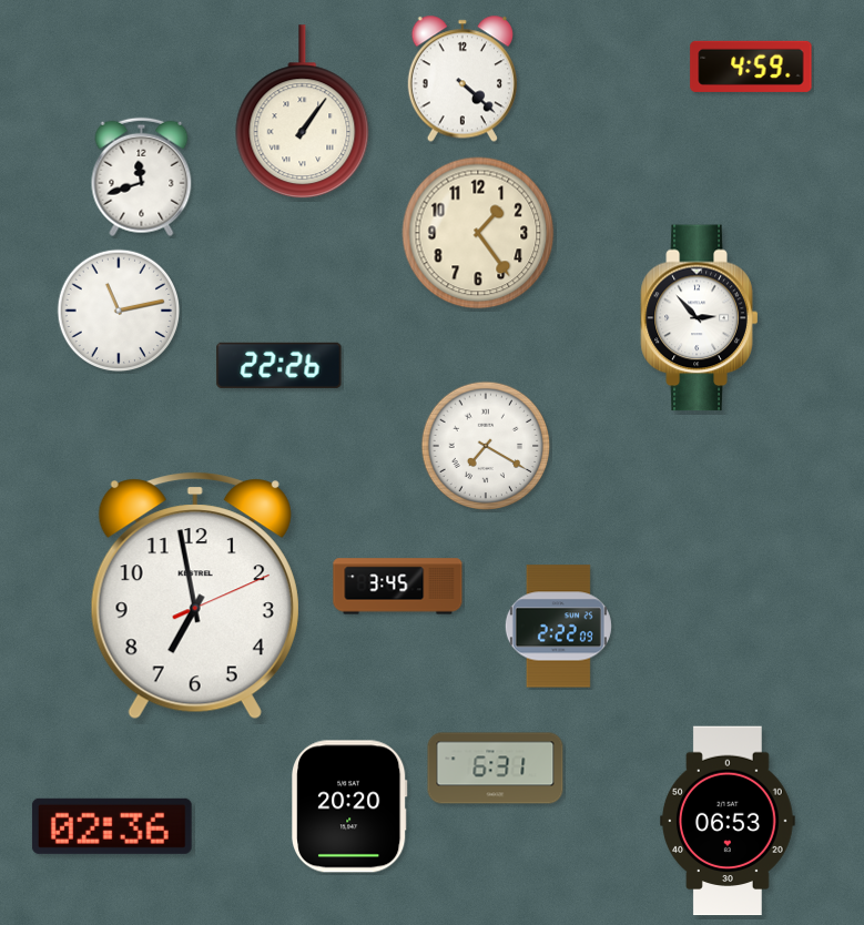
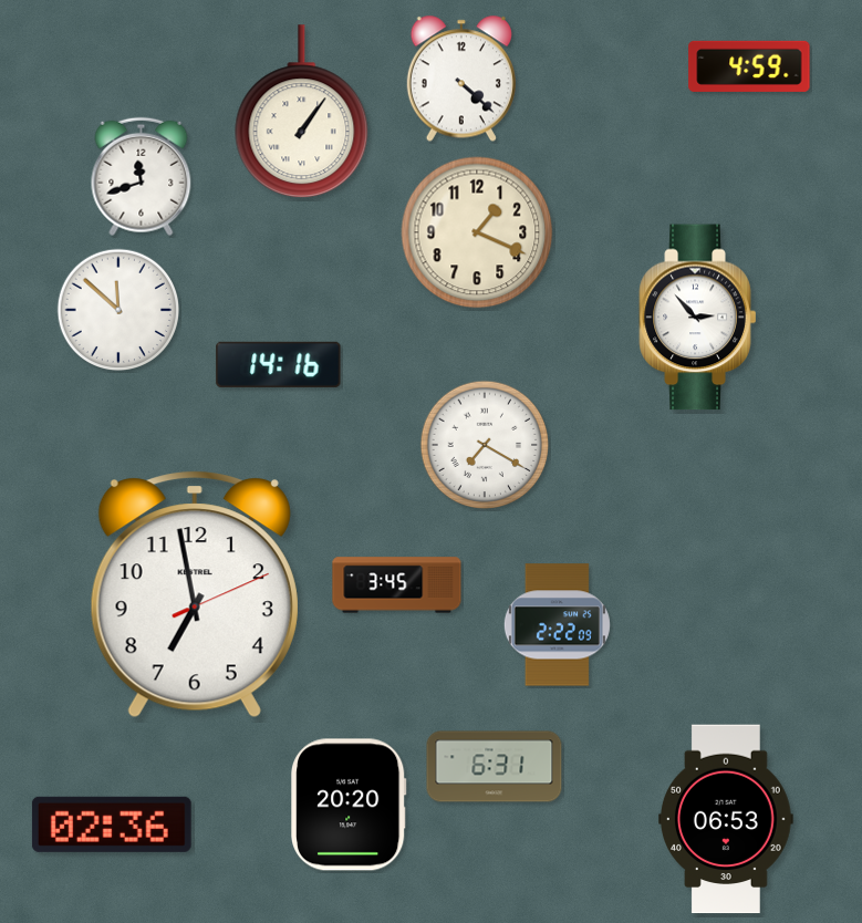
clock at (478, 233): 1:24 -> 1:19
clock at (119, 311): 11:13 -> 11:52
clock at (279, 365): 22:26 -> 14:16
